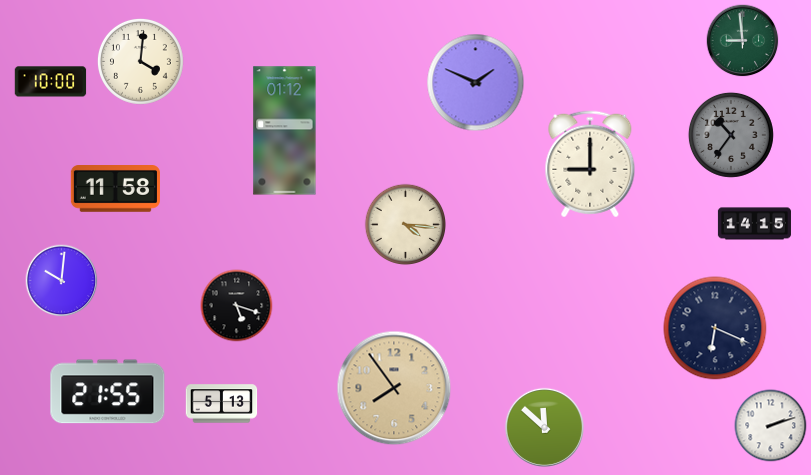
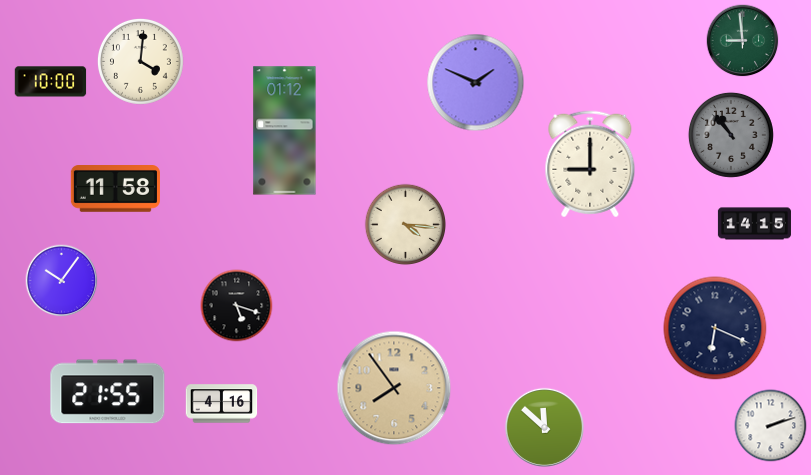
clock at (731, 135): 10:36 -> 10:53
clock at (62, 281): 10:01 -> 10:06
clock at (222, 404): 5:13 -> 4:16
